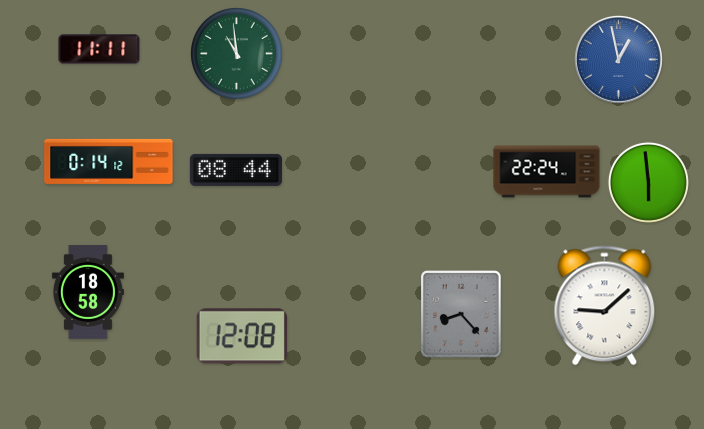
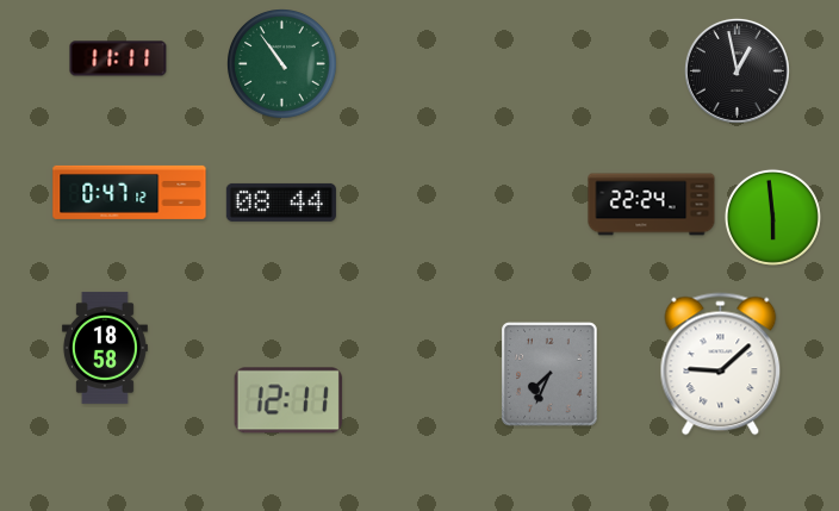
clock at (237, 54): 10:59 -> 10:54
clock at (619, 60) dial: blue -> black
clock at (109, 161): 0:14 -> 0:47
clock at (461, 314): 8:23 -> 7:34
clock at (242, 336): 12:08 -> 12:11
